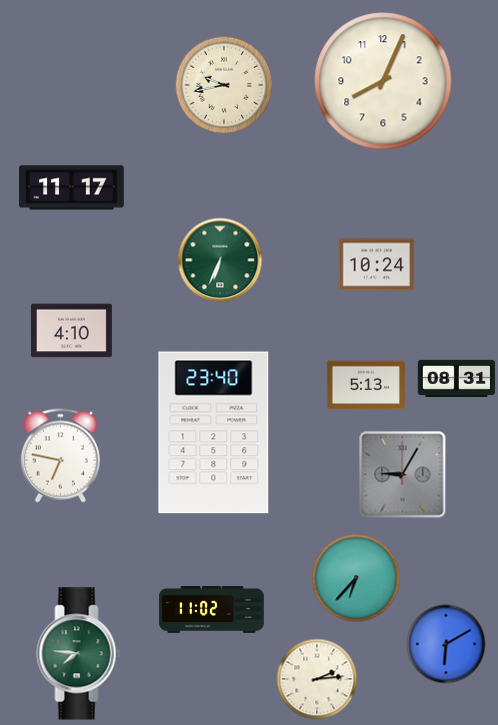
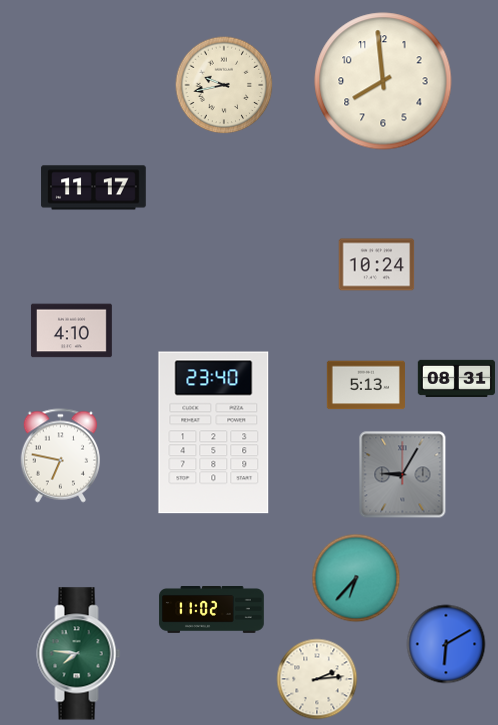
clock at (383, 81): 8:04 -> 7:59
clock at (72, 188) position: (72, 188) -> (94, 188)
clock at (220, 260): 6:34 -> none
